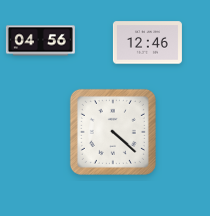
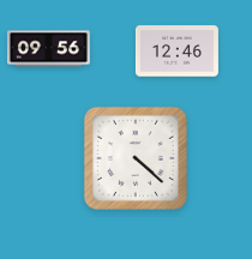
clock at (40, 41): 04:56 -> 09:56
